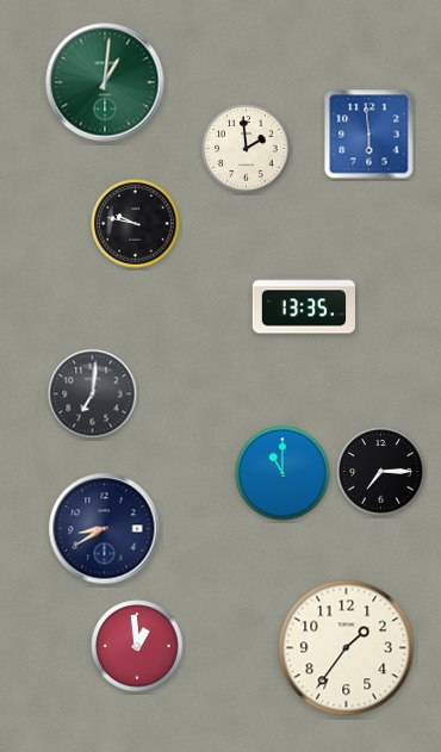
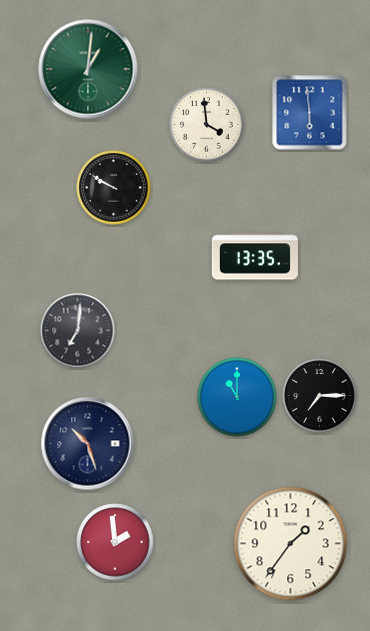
clock at (247, 149): 1:59 -> 3:59
clock at (136, 224): 9:47 -> 9:50
clock at (105, 529): 8:40 -> 10:27
clock at (137, 646): 12:59 -> 1:59
